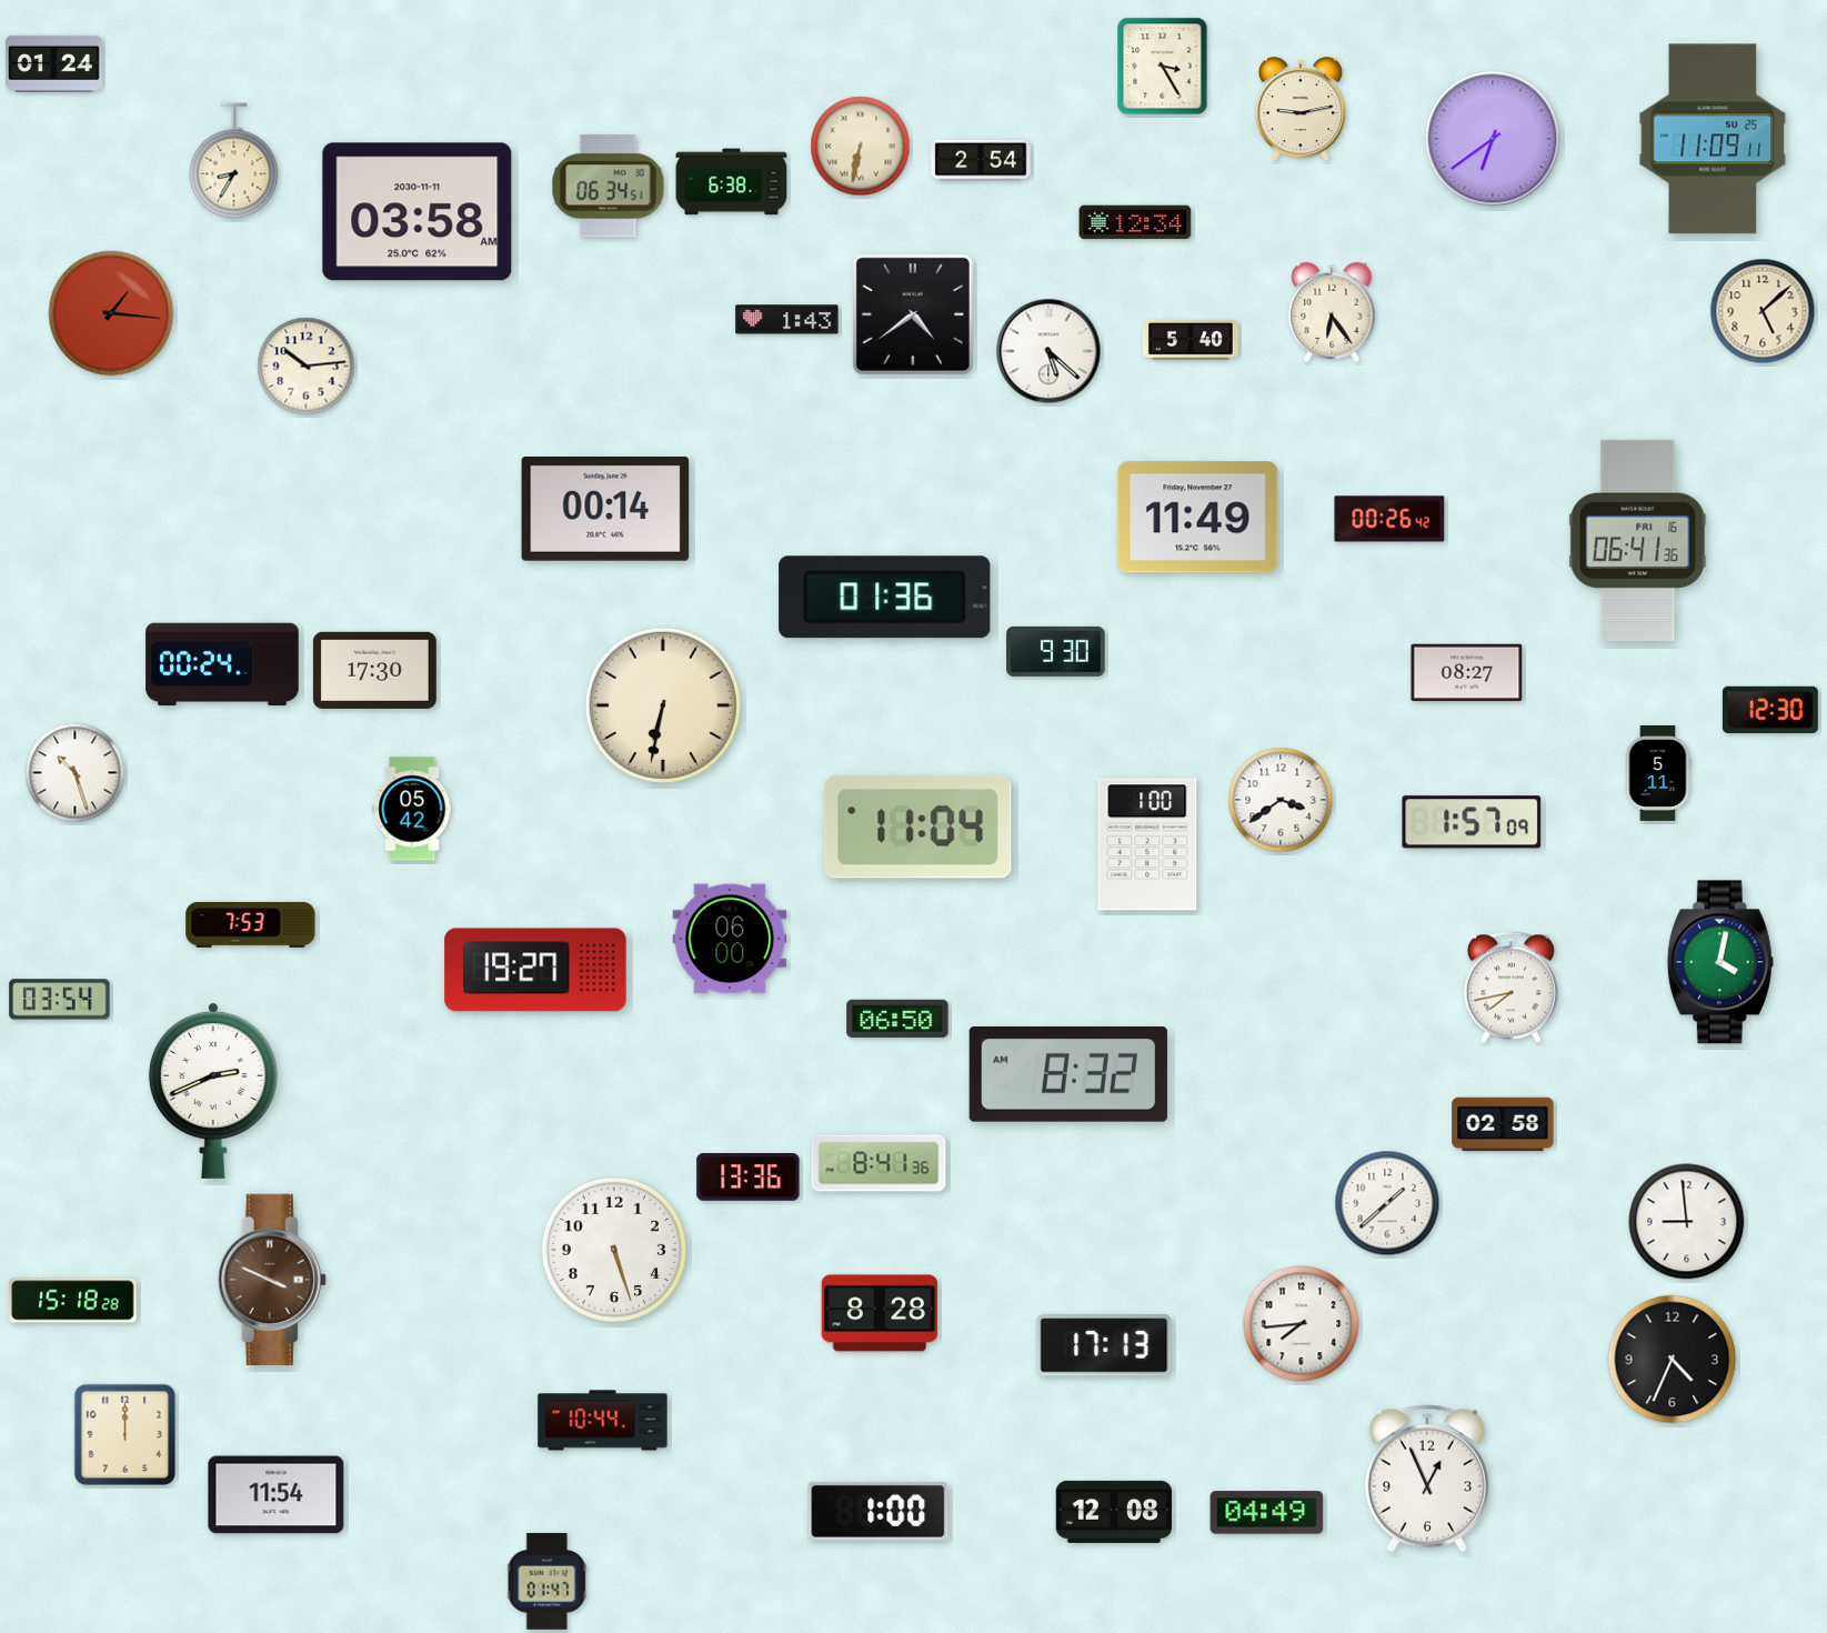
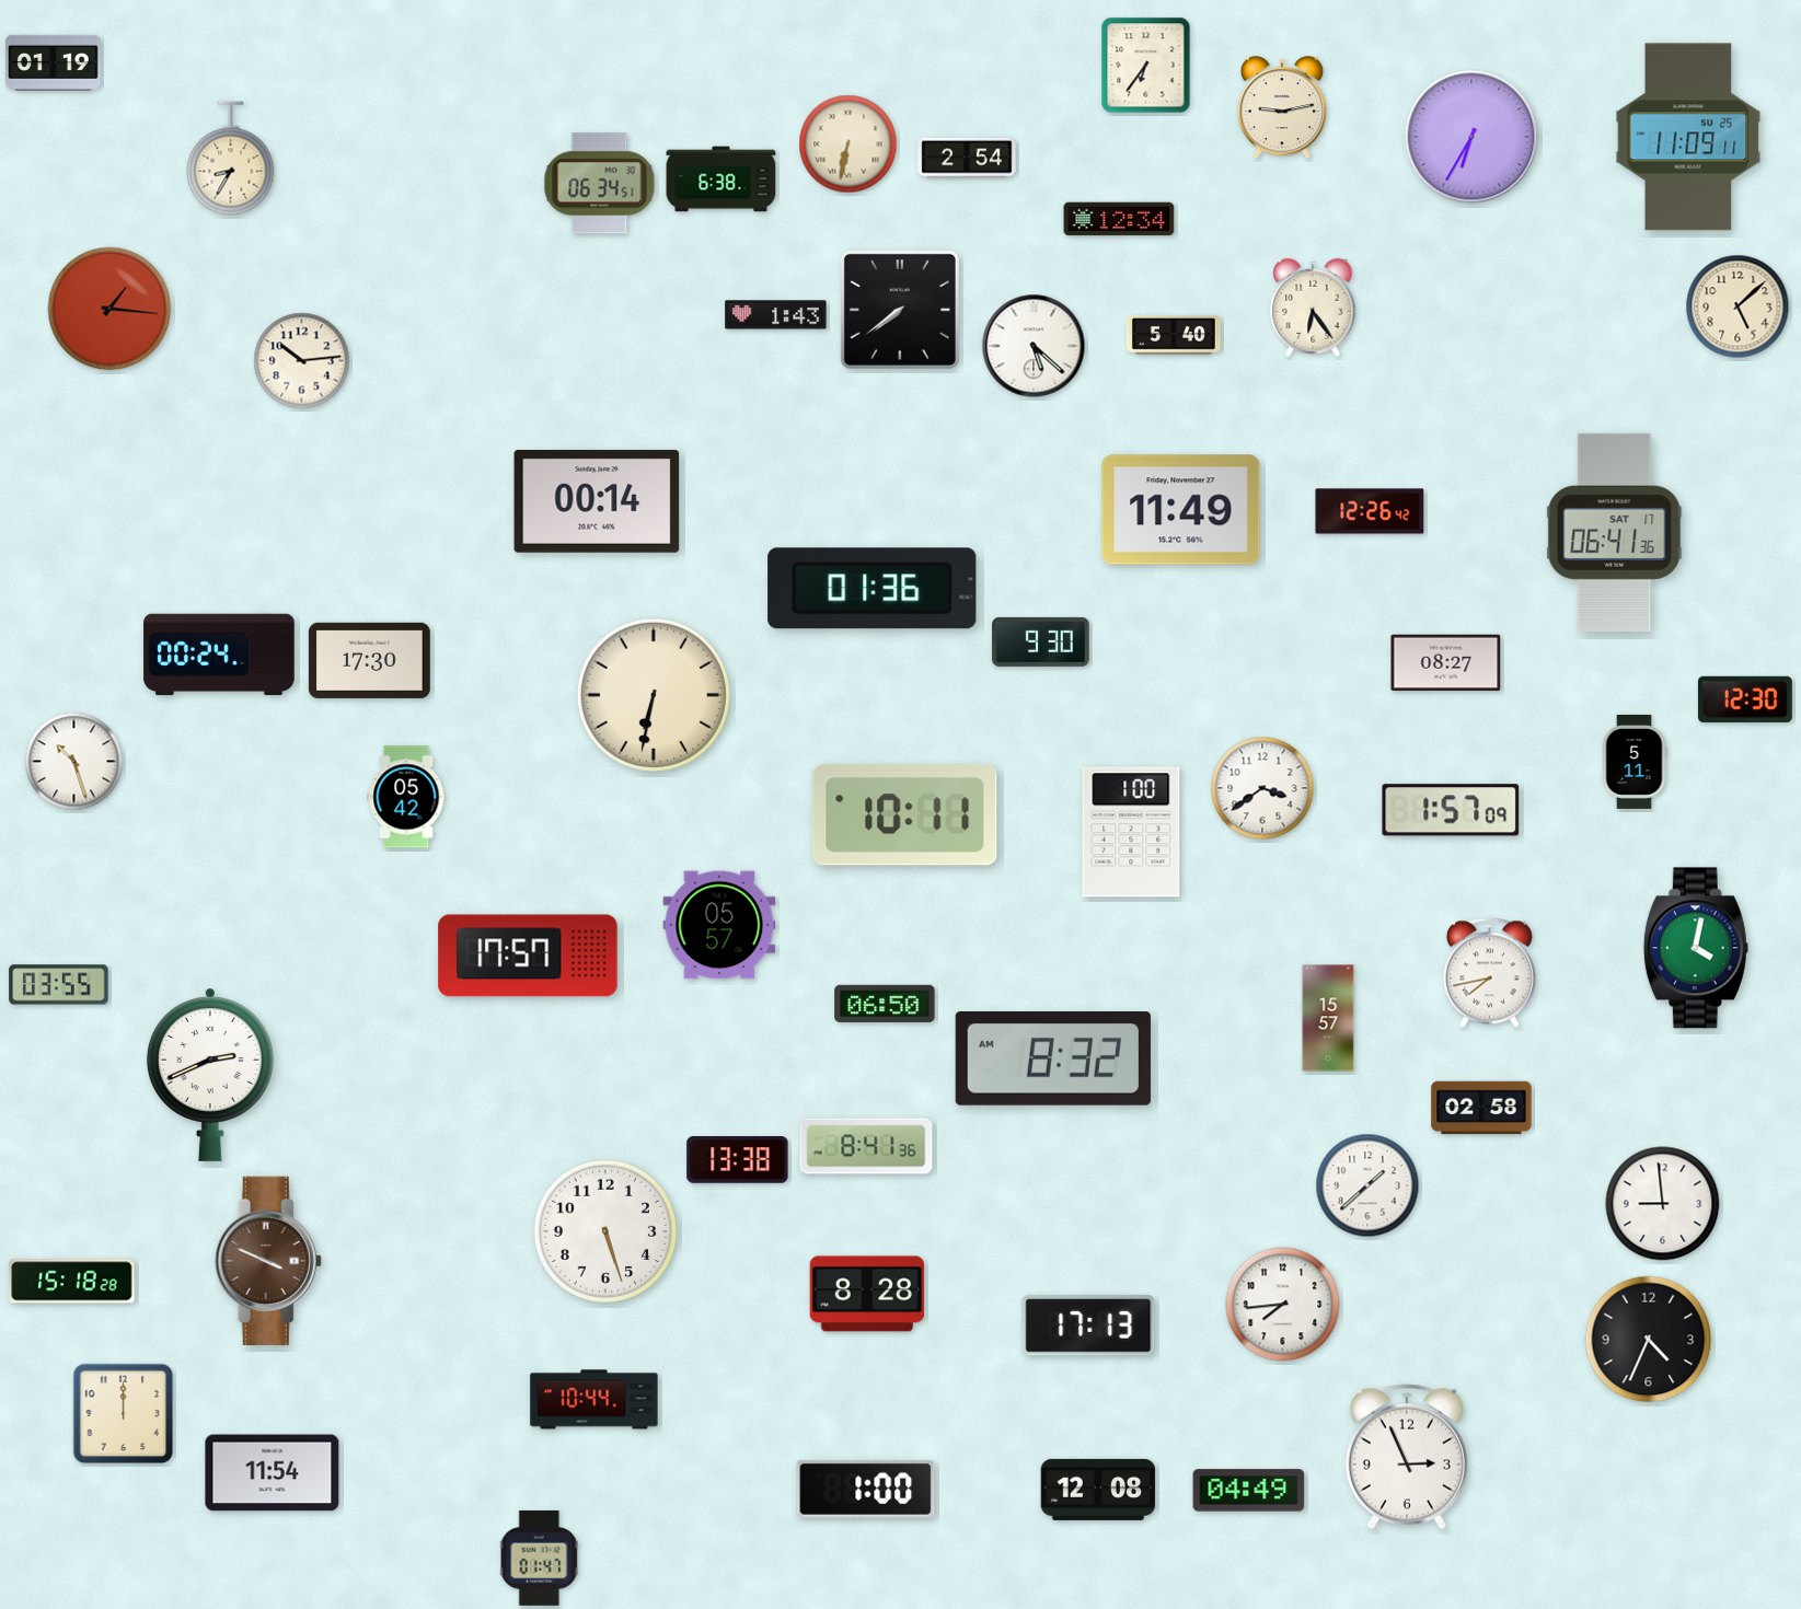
clock at (54, 63): 01:24 -> 01:19
clock at (1163, 67): 3:25 -> 6:36
clock at (1493, 139): 6:39 -> 6:35
clock at (418, 212): 03:58 -> none
clock at (913, 314): 4:39 -> 7:39
clock at (1389, 519): 00:26 -> 12:26
clock at (1638, 540) date: FRI 16 -> SAT 17
clock at (918, 828): 11:04 -> 10:11
clock at (251, 924): 7:53 -> none
clock at (730, 939): 06:00 -> 05:57
clock at (535, 970): 19:27 -> 17:57
clock at (60, 1000): 03:54 -> 03:55
clock at (1328, 1018): none -> 15:57
clock at (749, 1178): 13:36 -> 13:38
clock at (1427, 1479): 12:56 -> 2:56
